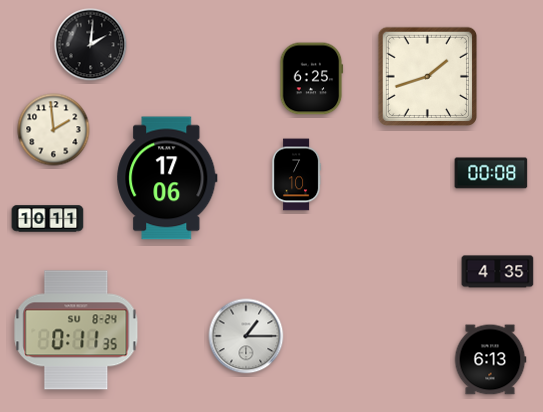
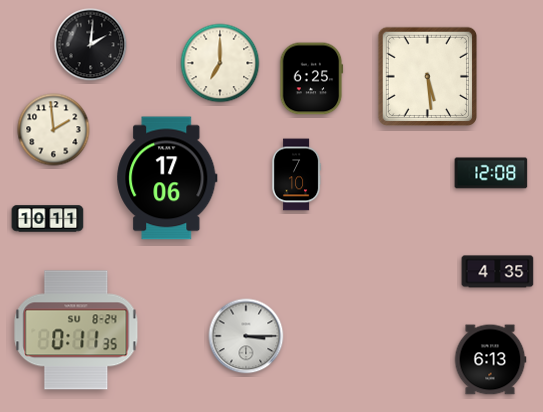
clock at (220, 63): none -> 7:00
clock at (427, 76): 1:42 -> 5:29
clock at (491, 173): 00:08 -> 12:08
clock at (246, 336): 1:15 -> 3:15
